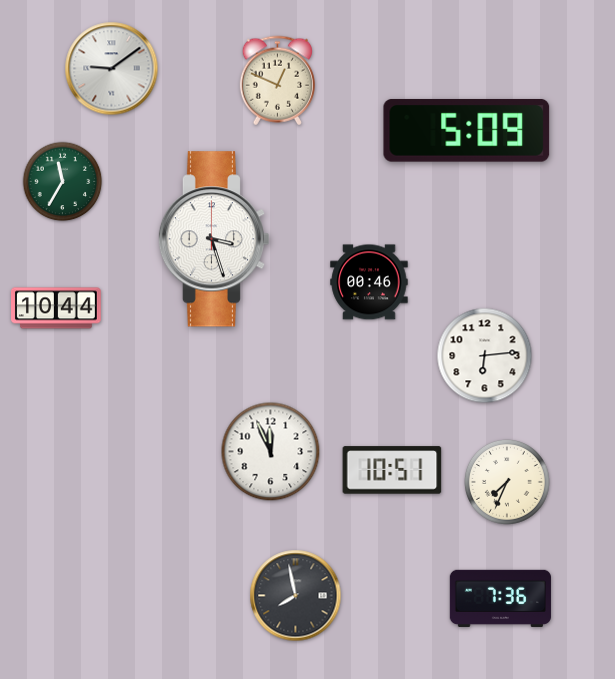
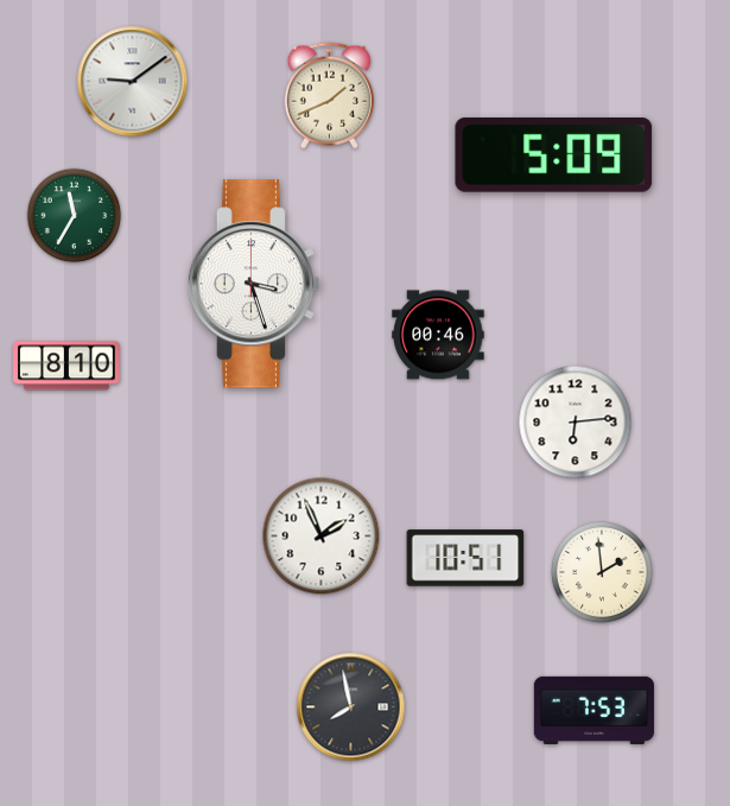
clock at (277, 81): 12:49 -> 1:41
clock at (57, 308): 10:44 -> 8:10
clock at (271, 452): 11:56 -> 1:56
clock at (508, 483): 7:34 -> 1:59
clock at (500, 598): 7:36 -> 7:53
